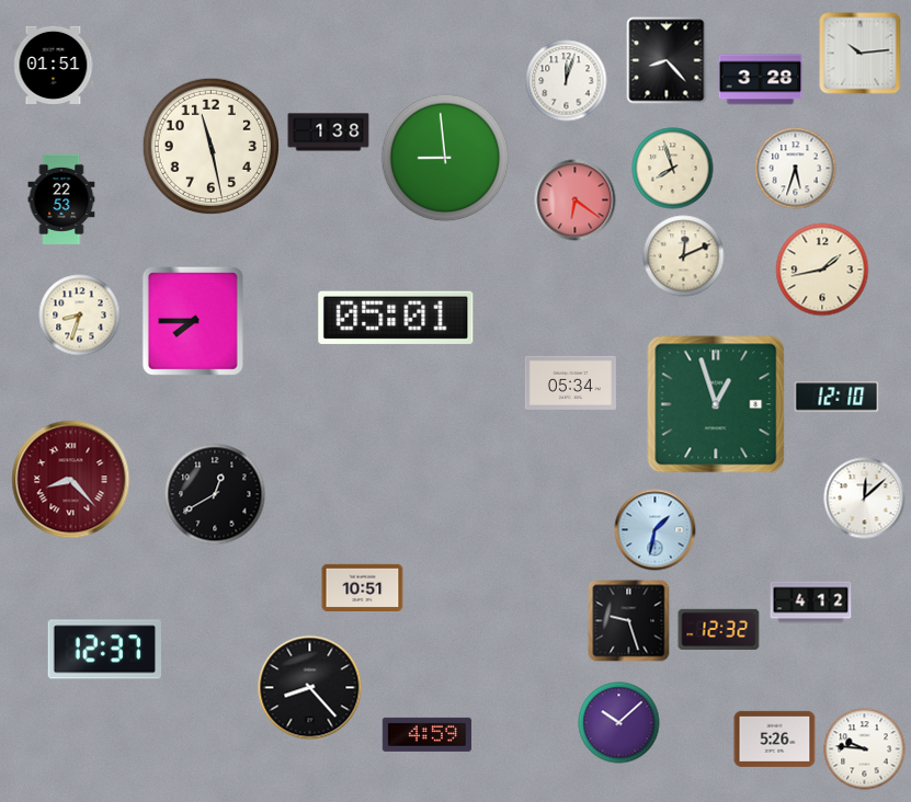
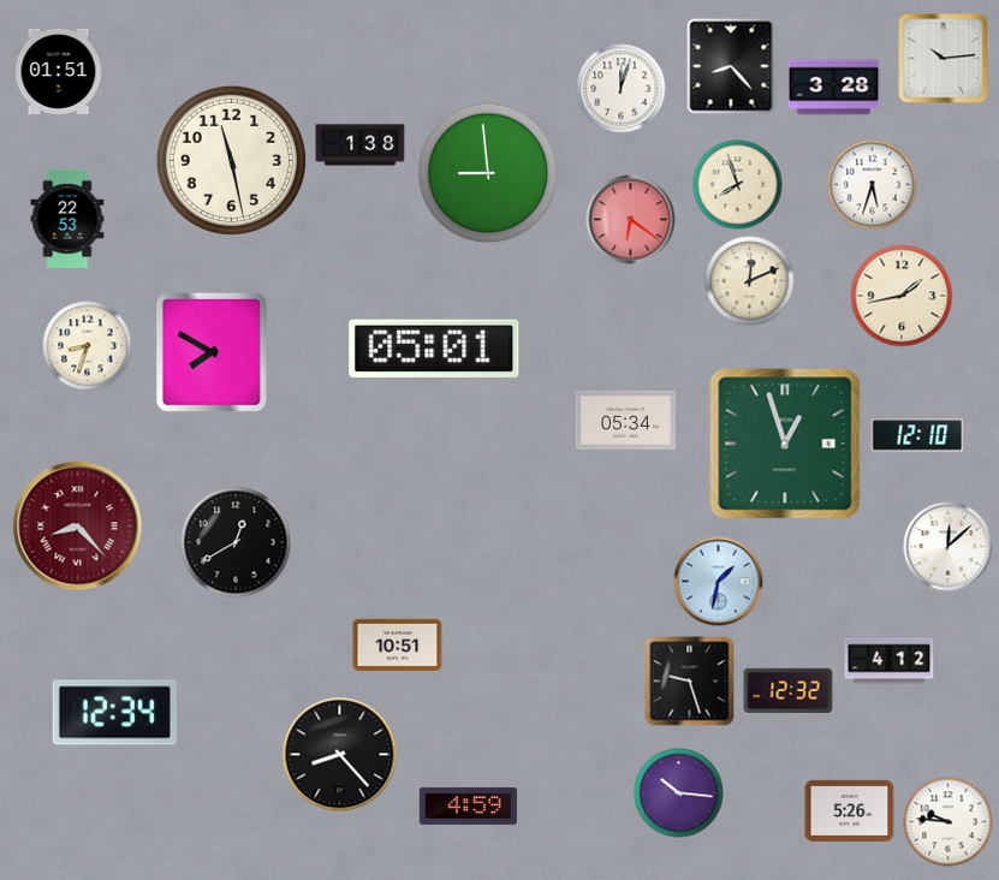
clock at (193, 321): 7:45 -> 7:50
clock at (105, 650): 12:37 -> 12:34
clock at (619, 723): 10:08 -> 10:16
